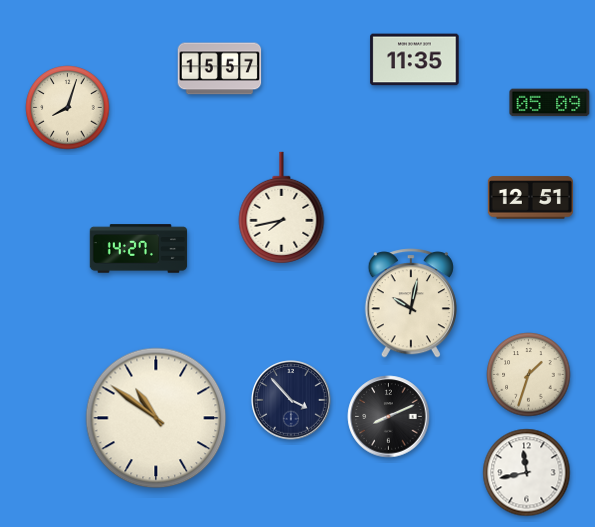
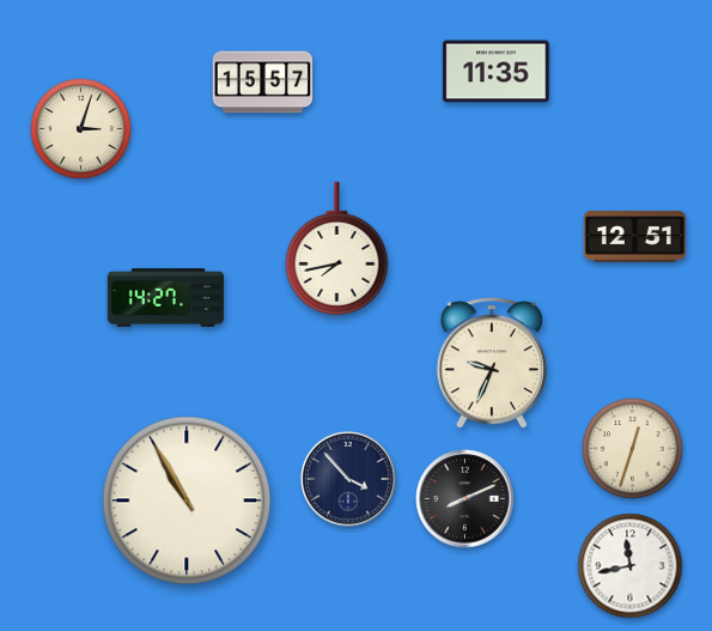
clock at (550, 103): 05:09 -> none
clock at (68, 108): 8:03 -> 3:03
clock at (411, 303): 10:02 -> 9:34
clock at (529, 375): 1:33 -> 12:33
clock at (156, 418): 10:51 -> 10:55
